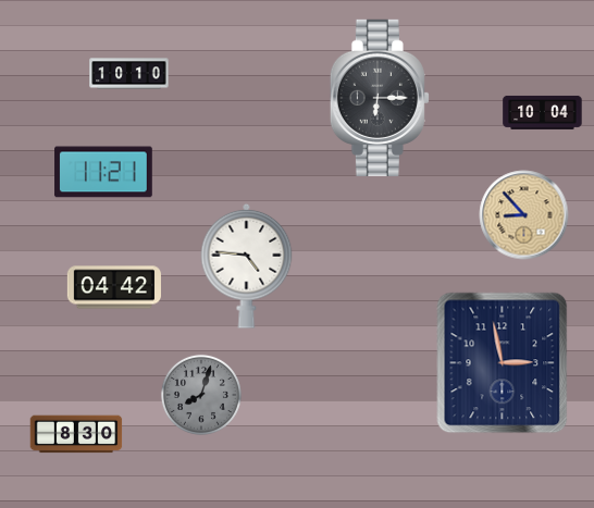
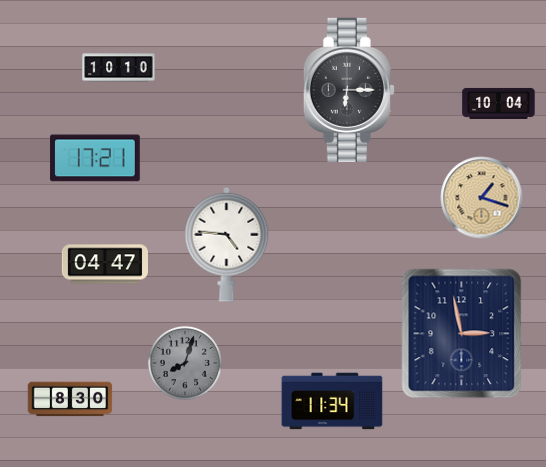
clock at (103, 172): 11:21 -> 17:21
clock at (524, 215): 8:53 -> 1:18
clock at (114, 287): 04:42 -> 04:47
clock at (332, 401): none -> 11:34
